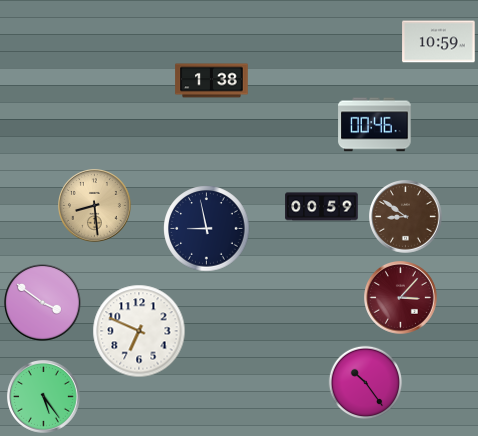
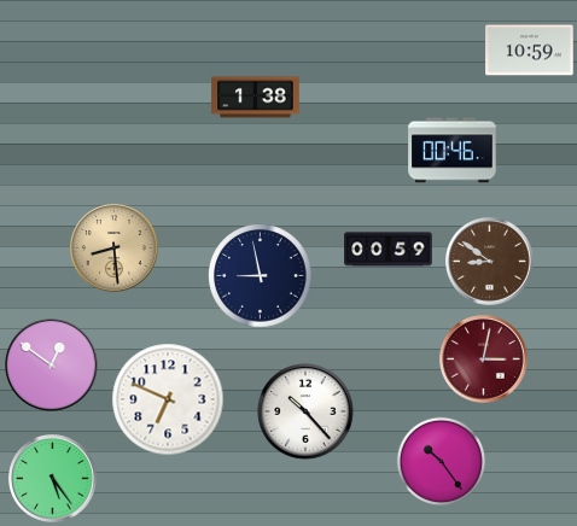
clock at (207, 229) position: (207, 229) -> (261, 276)
clock at (401, 298): 3:07 -> 3:02
clock at (43, 303): 3:51 -> 12:51
clock at (305, 411): none -> 10:23
